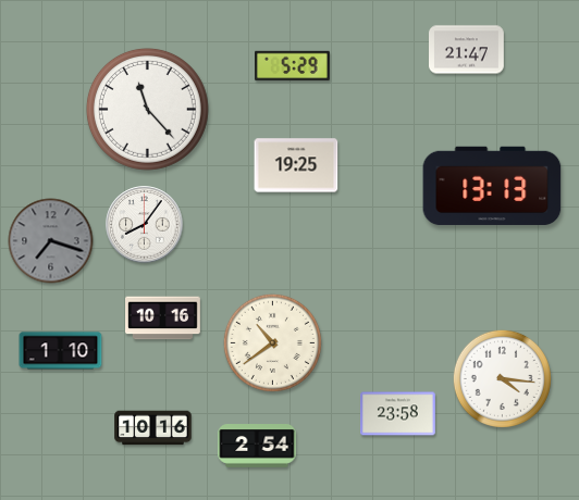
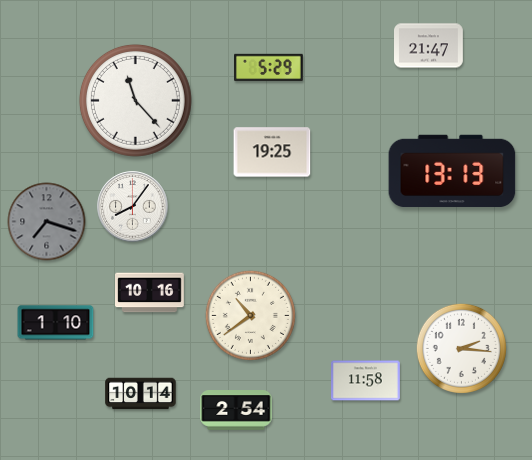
clock at (293, 66) position: (293, 66) -> (269, 68)
clock at (502, 378): 4:16 -> 2:16
clock at (398, 414): 23:58 -> 11:58
clock at (153, 428): 10:16 -> 10:14
